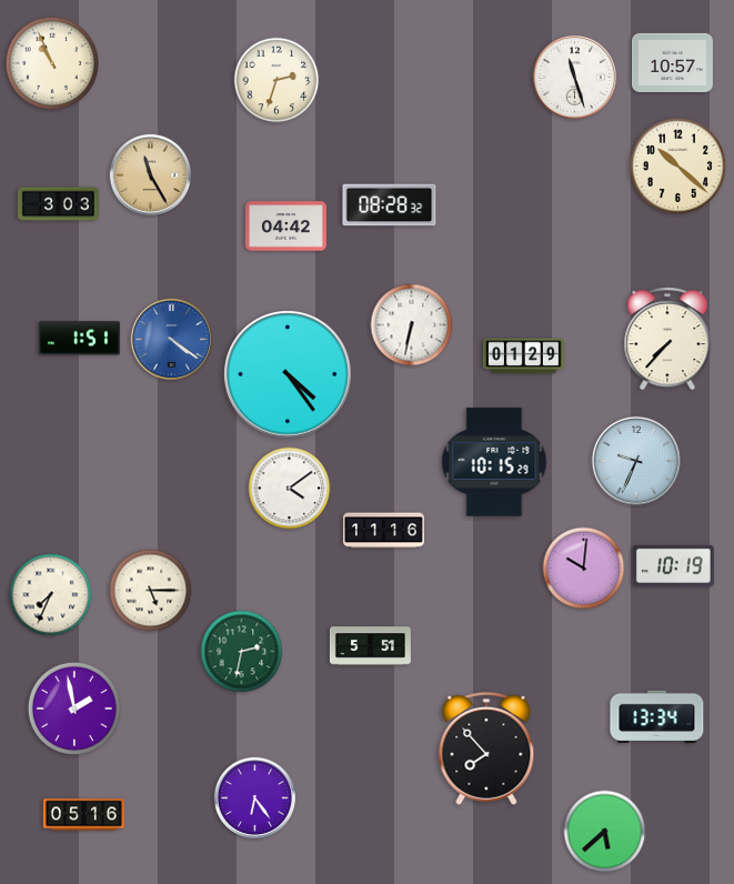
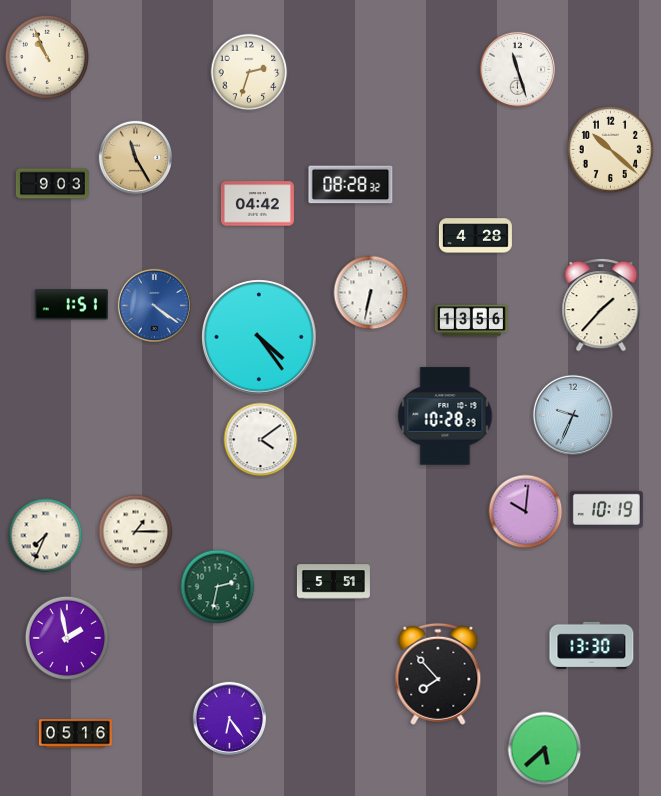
clock at (672, 62): 10:57 -> none
clock at (58, 204): 3:03 -> 9:03
clock at (475, 236): none -> 4:28
clock at (667, 339): 7:37 -> 1:37
clock at (523, 356): 01:29 -> 13:56
clock at (494, 462): 10:15 -> 10:28
clock at (383, 531): 11:16 -> none
clock at (151, 591): 5:15 -> 1:15
clock at (657, 716): 13:34 -> 13:30
